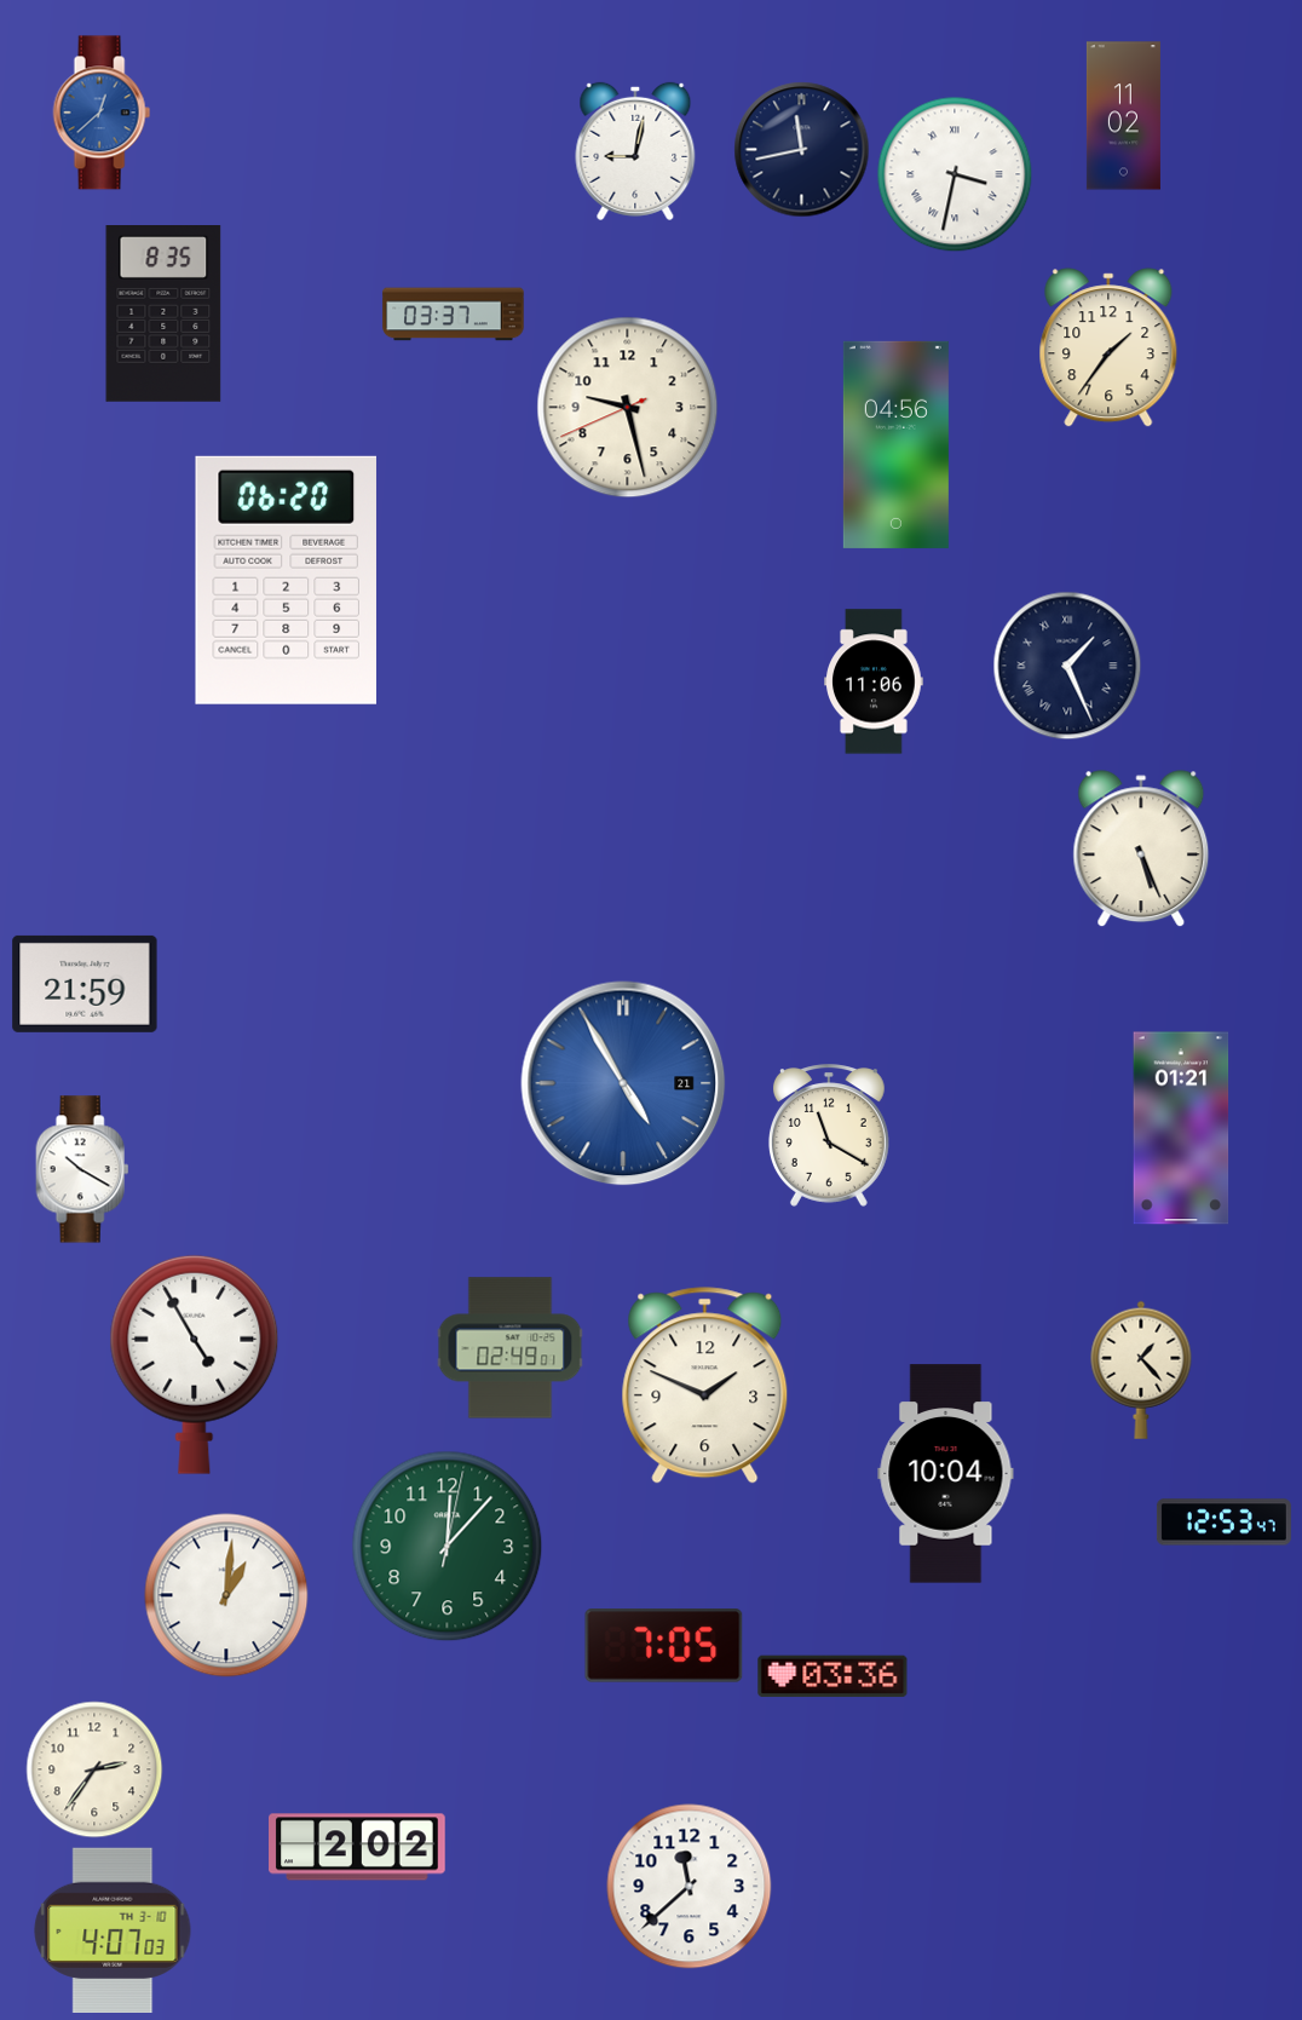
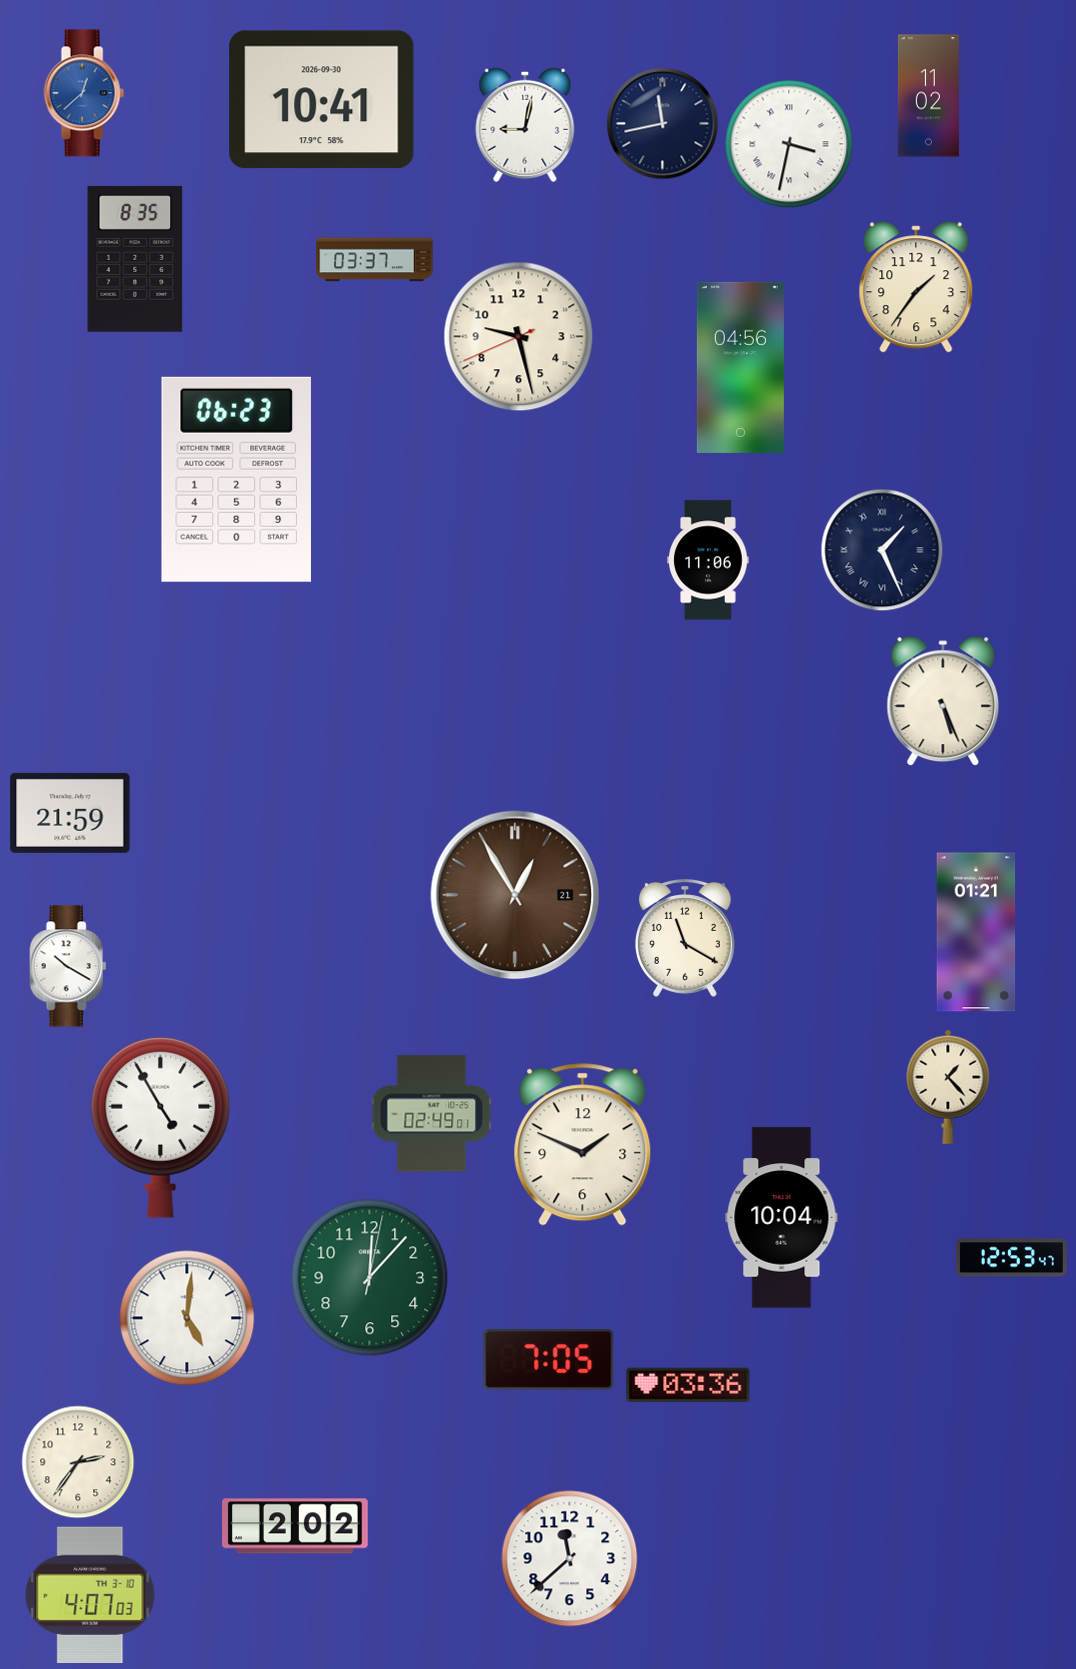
clock at (322, 100): none -> 10:41
clock at (286, 580): 06:20 -> 06:23
clock at (874, 681) position: (874, 681) -> (708, 560)
clock at (623, 1083): 4:55 -> 12:55
clock at (623, 1083) dial: blue -> brown
clock at (511, 1348) position: (511, 1348) -> (432, 1114)
clock at (1141, 1370) position: (1141, 1370) -> (948, 1087)
clock at (226, 1595): 1:01 -> 5:01
clock at (113, 1930) position: (113, 1930) -> (90, 1595)
